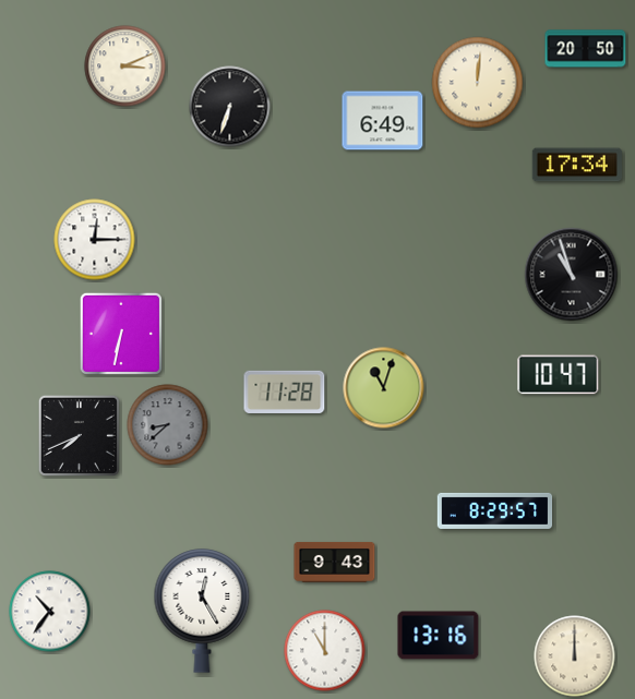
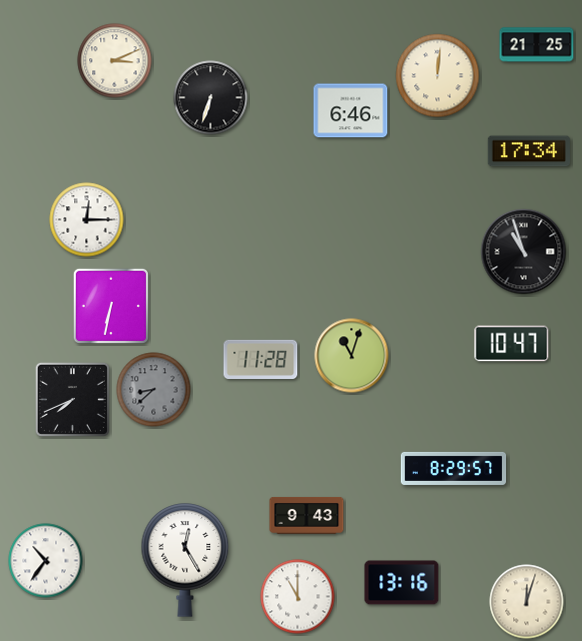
clock at (586, 49): 20:50 -> 21:25
clock at (383, 121): 6:49 -> 6:46
clock at (575, 656): 12:00 -> 12:03
